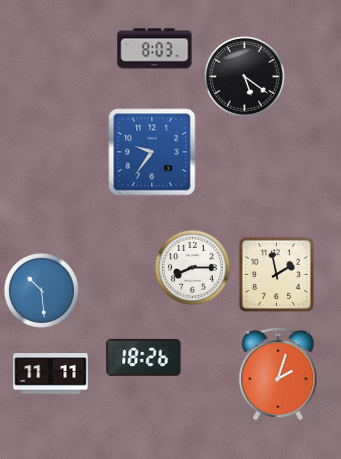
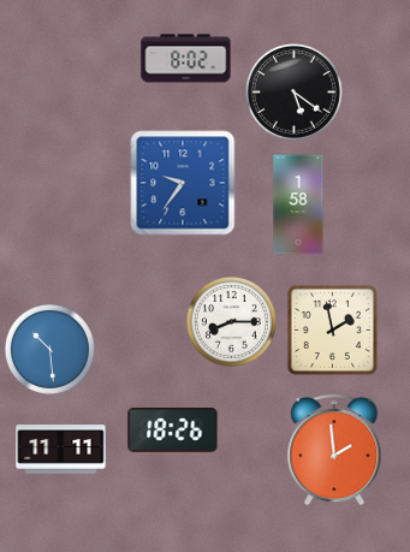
clock at (155, 49): 8:03 -> 8:02
clock at (298, 204): none -> 1:58
clock at (278, 374): 2:03 -> 1:59
